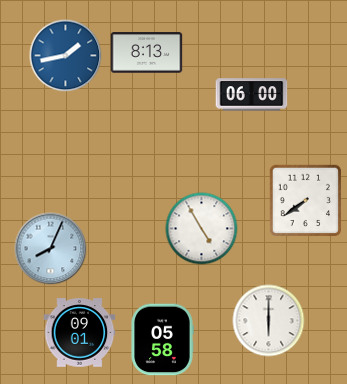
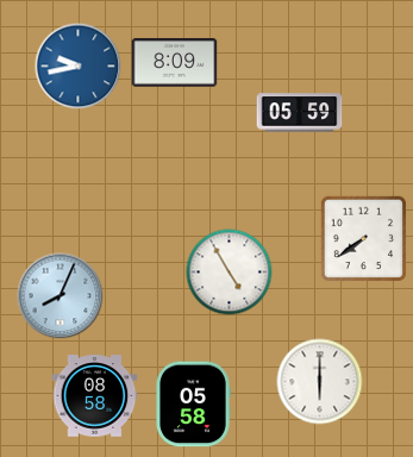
clock at (147, 53): 8:13 -> 8:09
clock at (66, 56): 1:43 -> 9:43
clock at (252, 95): 06:00 -> 05:59
clock at (202, 229) position: (202, 229) -> (230, 273)
clock at (80, 333): 09:01 -> 08:58
